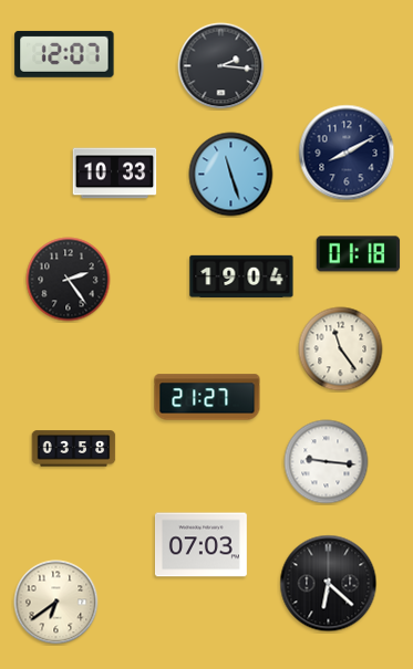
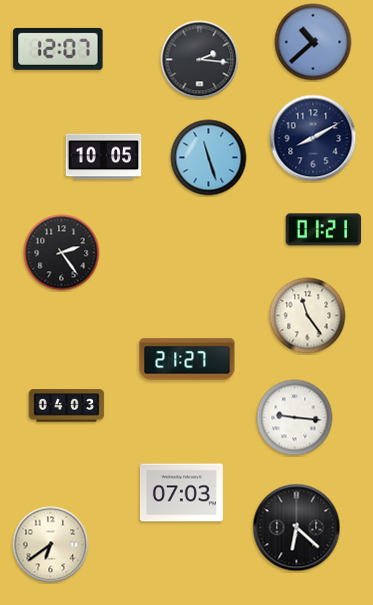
clock at (313, 42): none -> 10:38
clock at (115, 174): 10:33 -> 10:05
clock at (359, 254): 01:18 -> 01:21
clock at (241, 276): 19:04 -> none
clock at (74, 449): 03:58 -> 04:03
